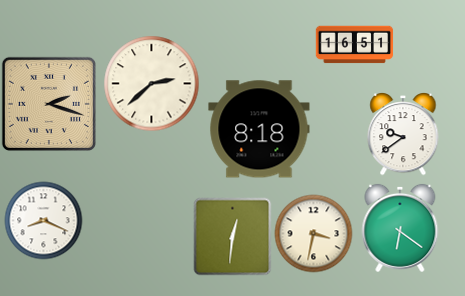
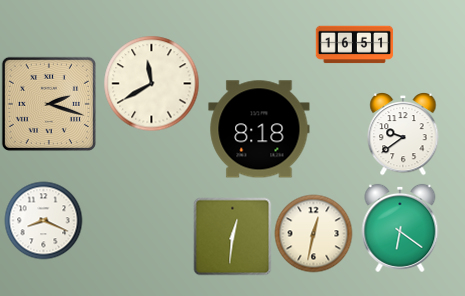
clock at (151, 83): 2:38 -> 11:40
clock at (313, 233): 3:32 -> 12:32
